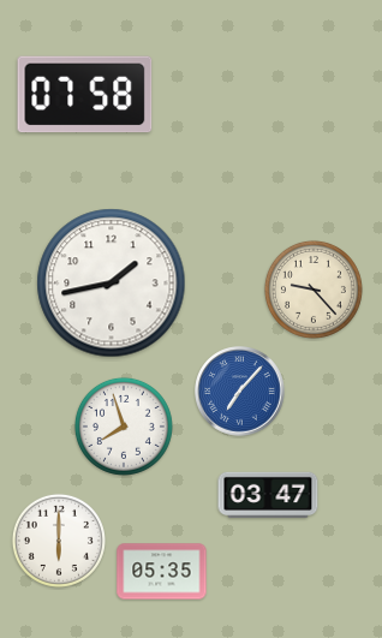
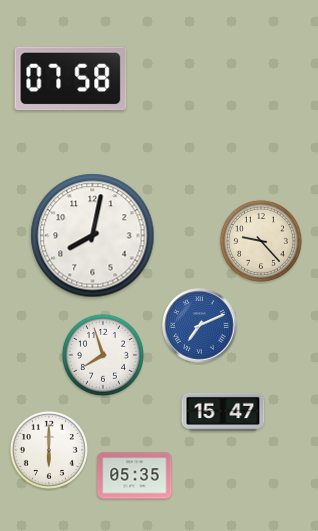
clock at (112, 284): 1:43 -> 8:02
clock at (240, 392): 7:07 -> 7:11
clock at (268, 495): 03:47 -> 15:47
